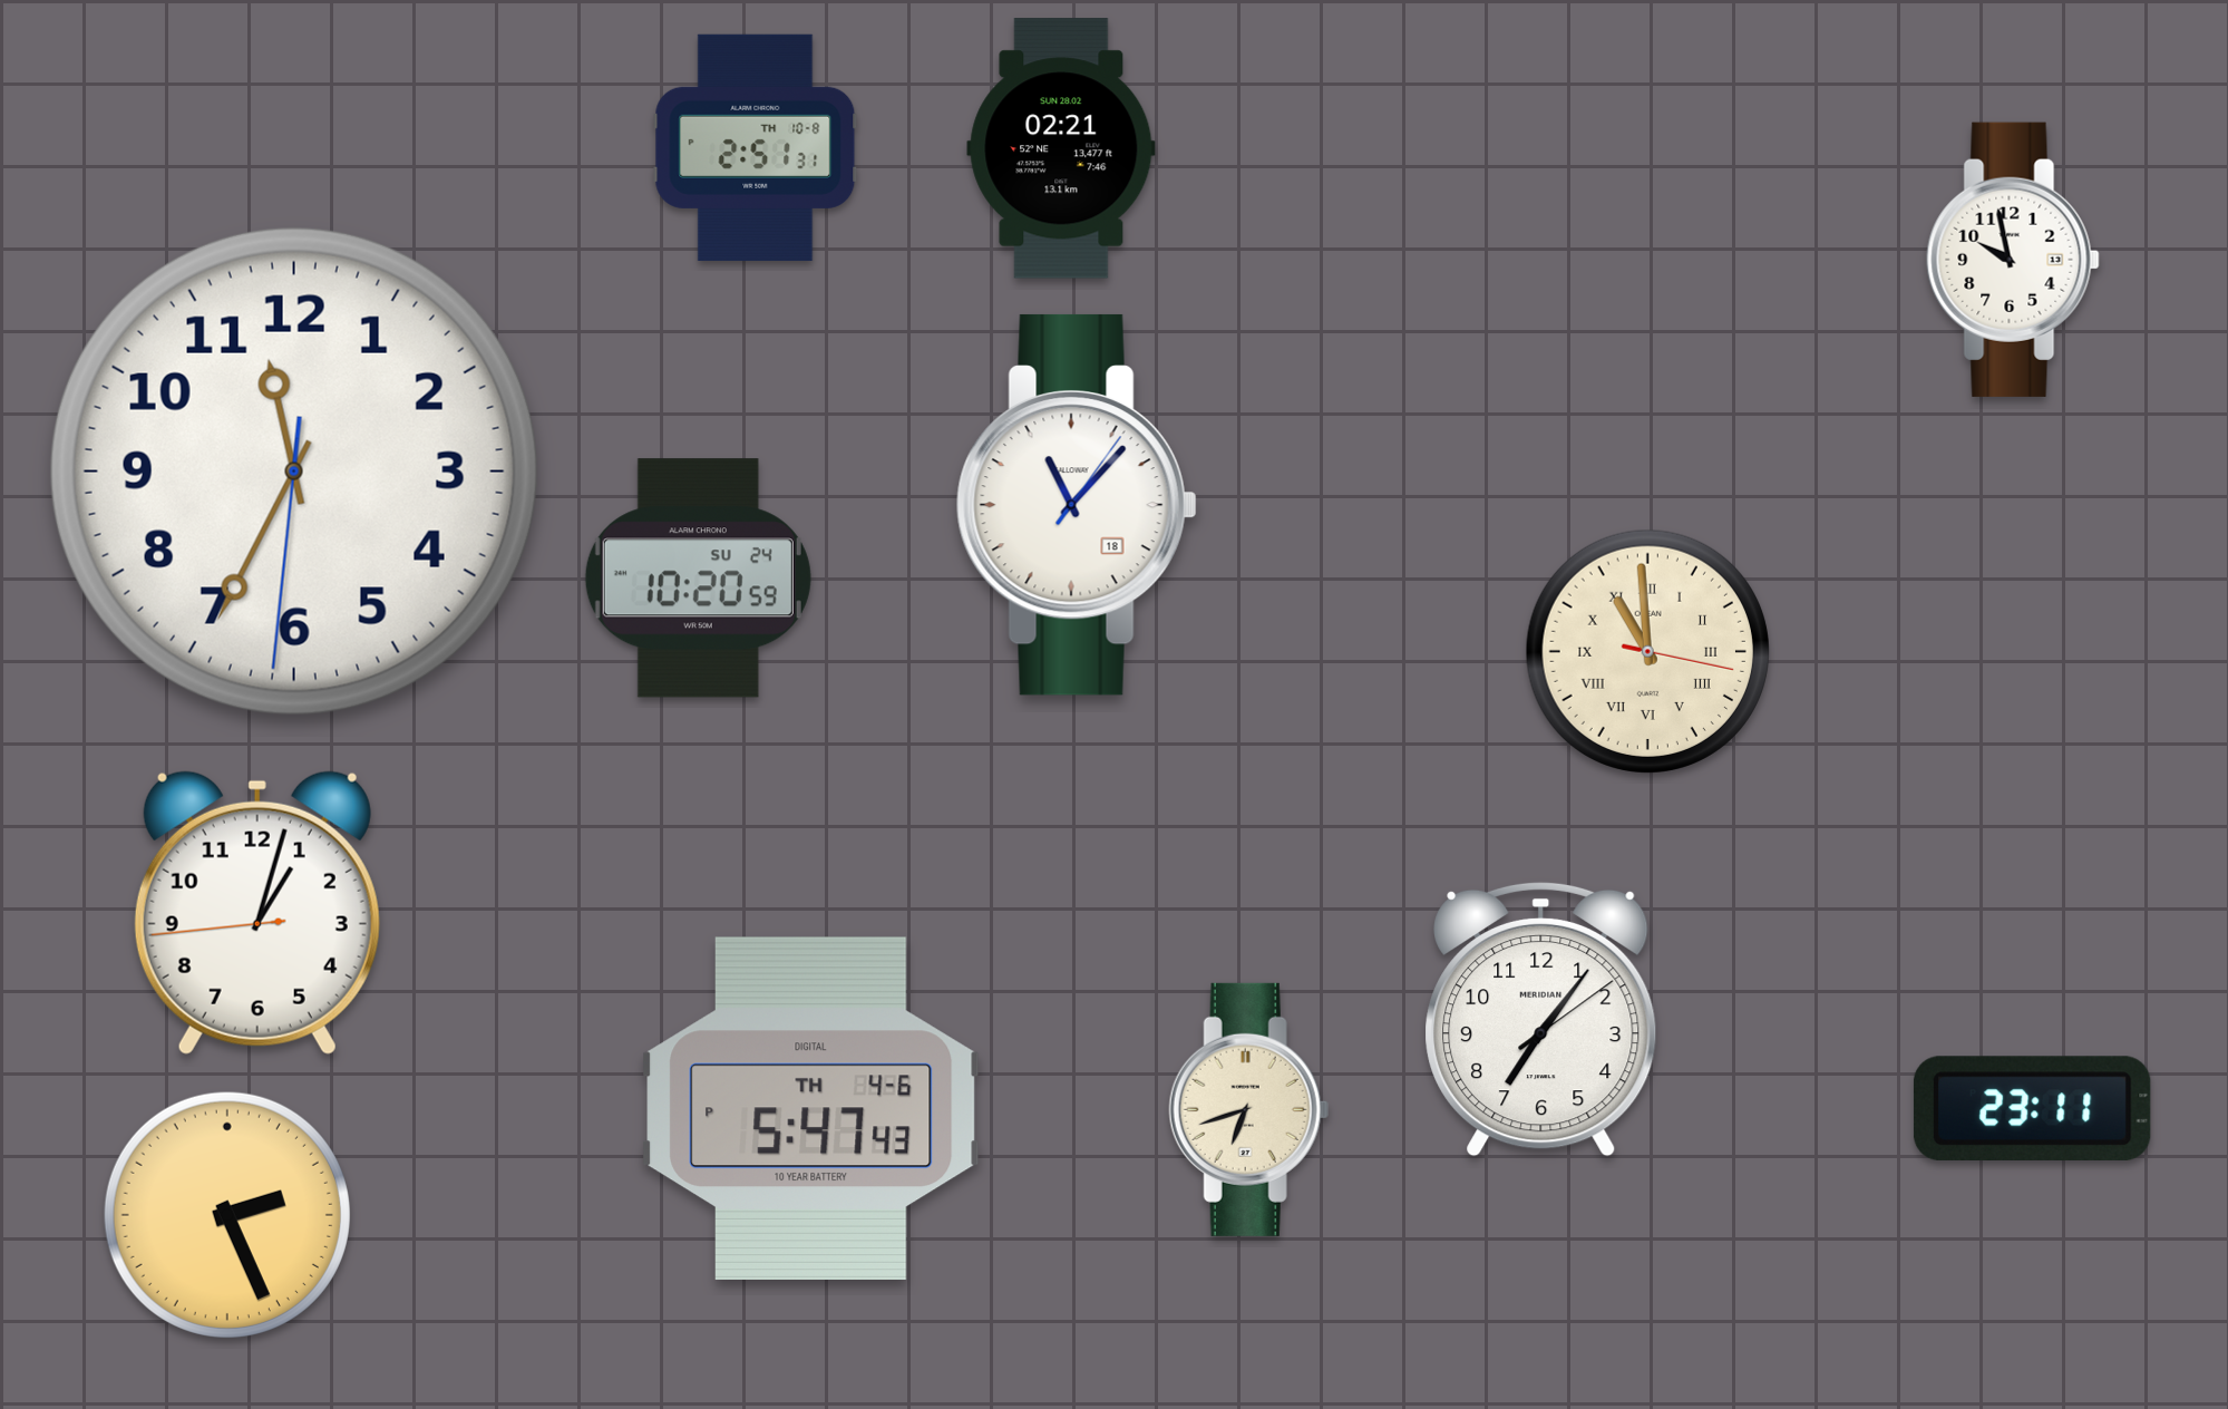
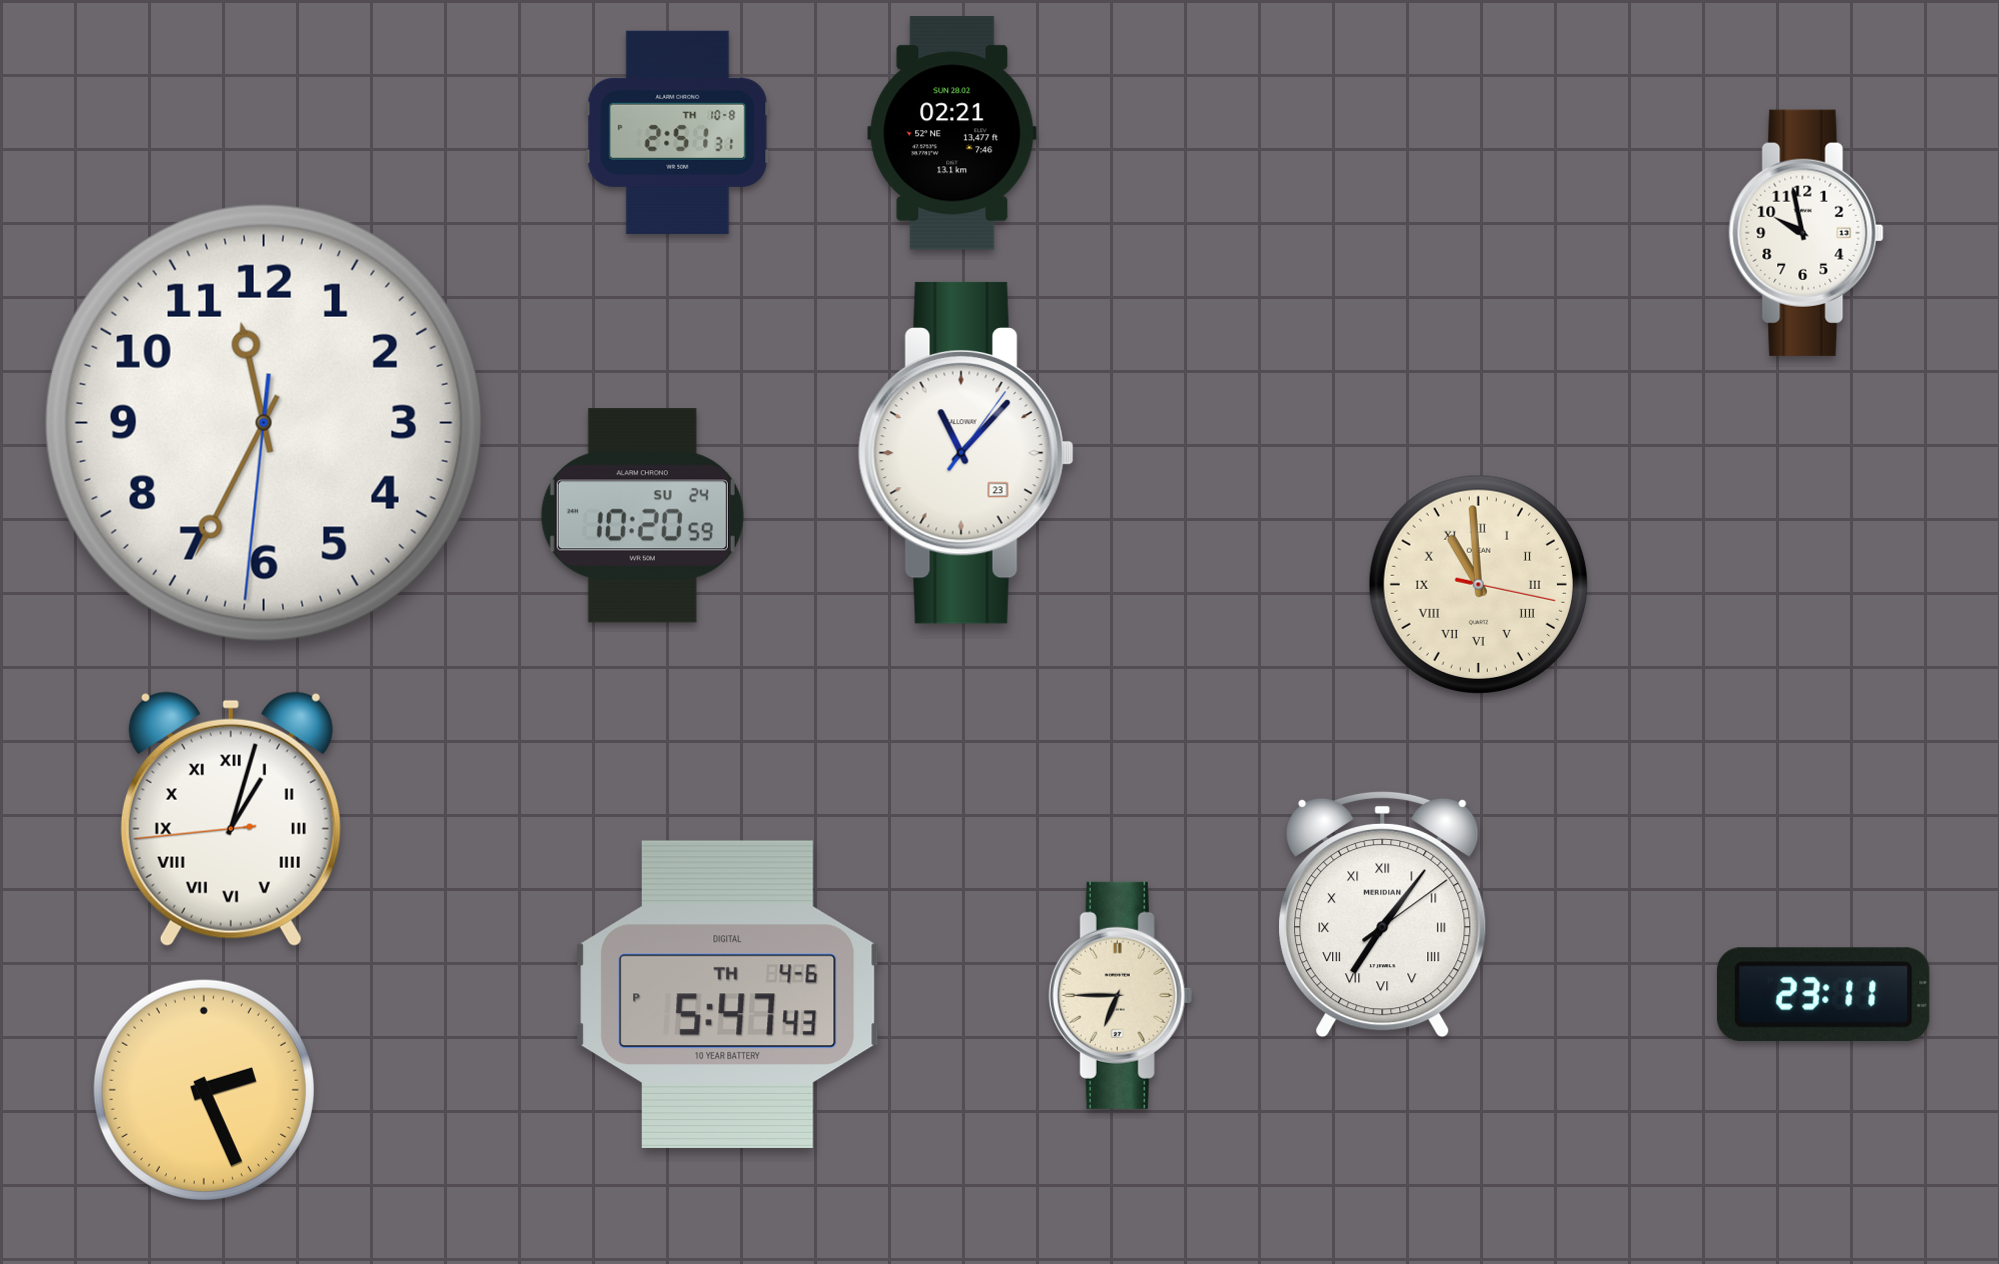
clock at (1077, 505) date: 18 -> 23
clock at (698, 579) position: (698, 579) -> (642, 516)
clock at (257, 913) numerals: Arabic -> Roman
clock at (1541, 1019) numerals: Arabic -> Roman
clock at (1248, 1109): 6:42 -> 6:45
